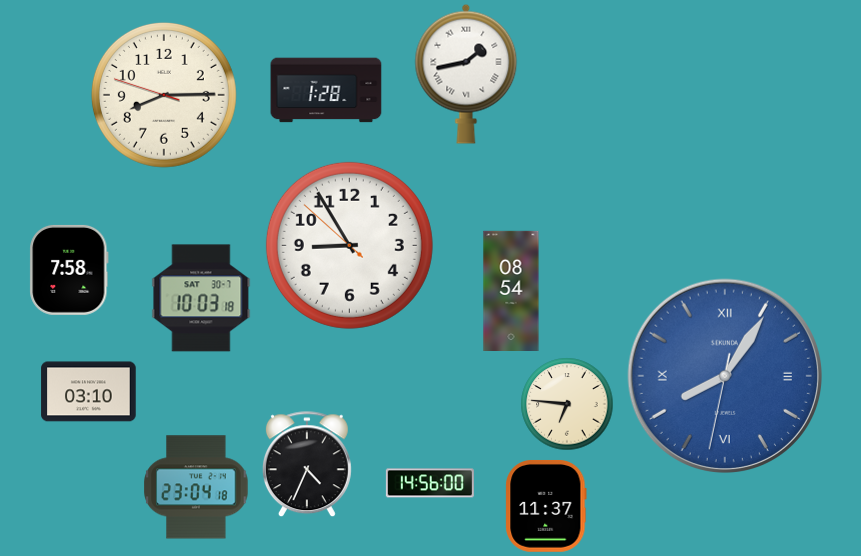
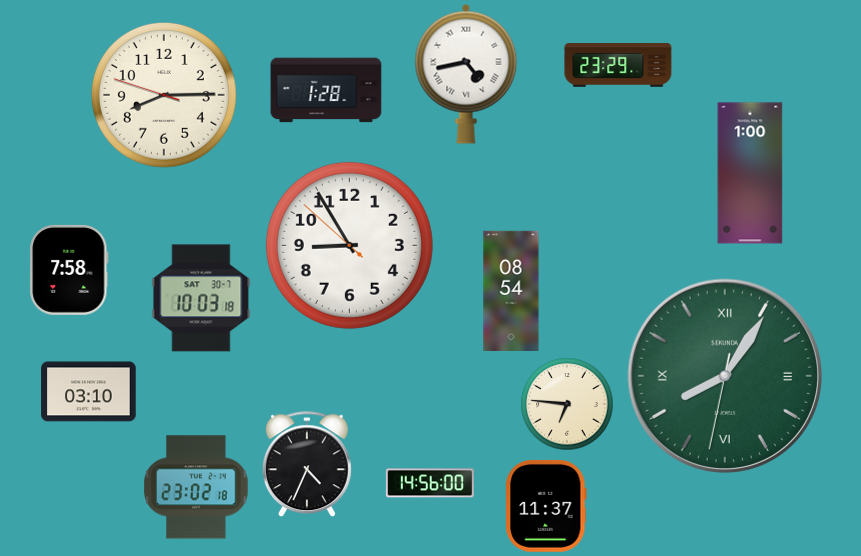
clock at (618, 66): none -> 23:29
clock at (466, 74): 1:43 -> 4:43
clock at (750, 173): none -> 1:00
clock at (724, 375) dial: blue -> green
clock at (196, 487): 23:04 -> 23:02
